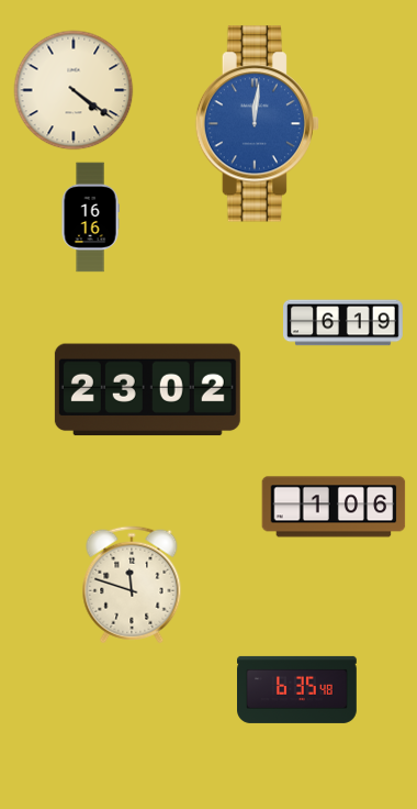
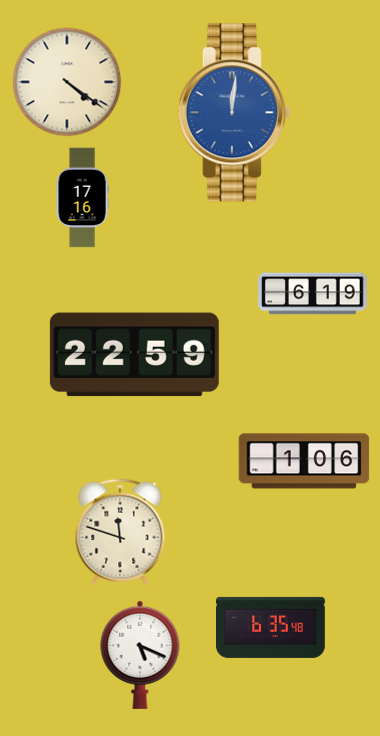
clock at (90, 218): 16:16 -> 17:16
clock at (147, 390): 23:02 -> 22:59
clock at (140, 655): none -> 5:19
